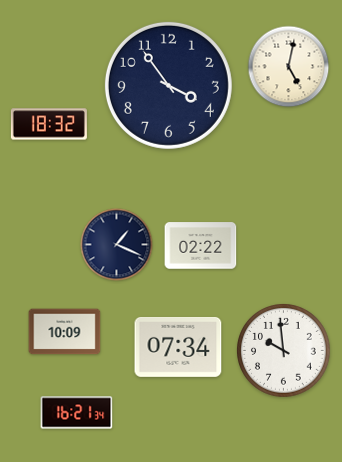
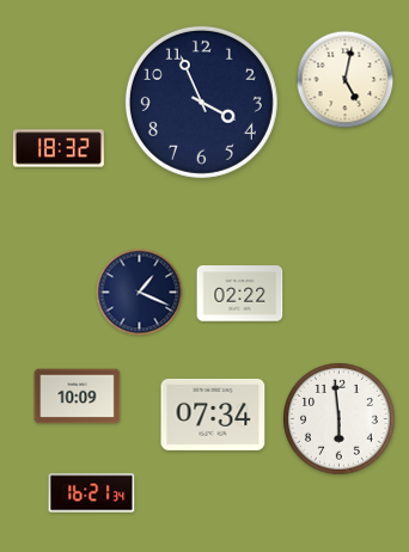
clock at (168, 85): 3:54 -> 3:56
clock at (284, 351): 9:59 -> 5:59
